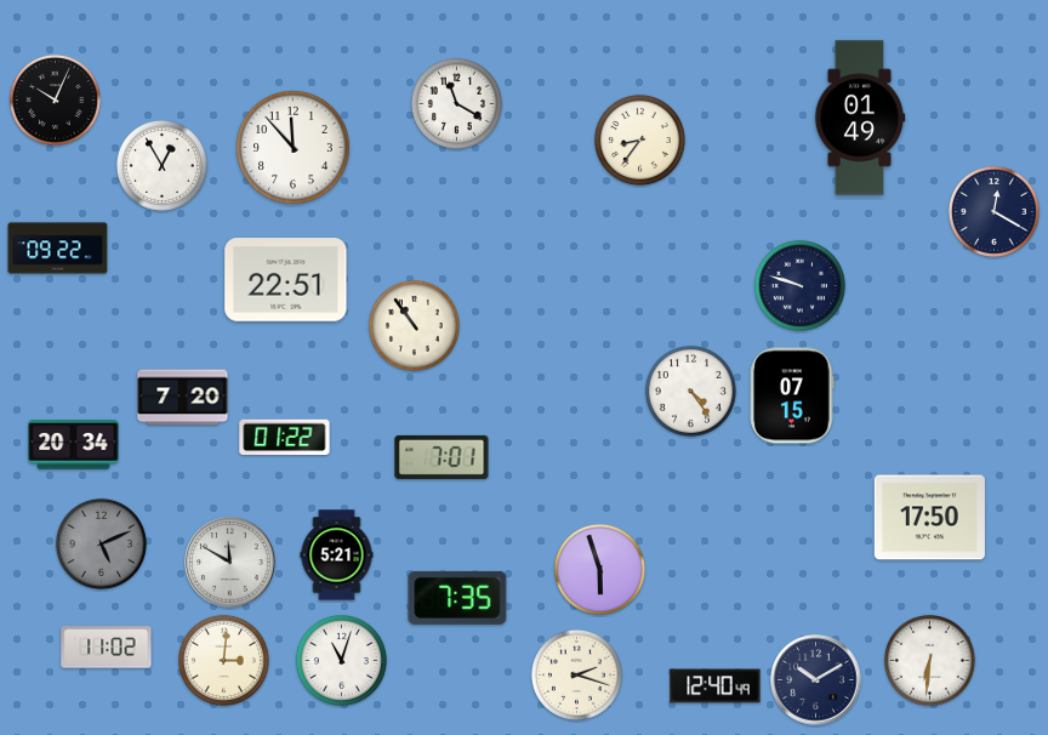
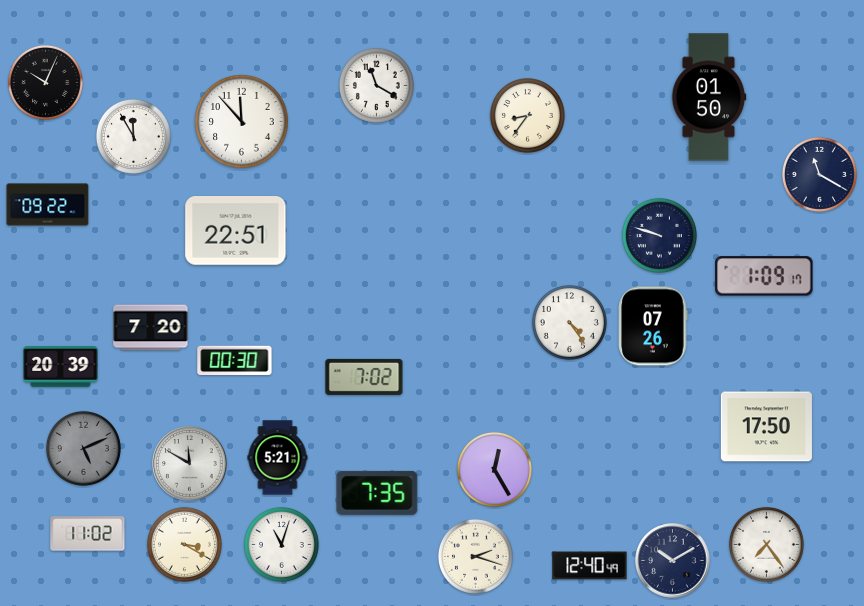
clock at (860, 118): 01:49 -> 01:50
clock at (161, 165): 12:55 -> 11:55
clock at (993, 211): 12:20 -> 11:20
clock at (414, 325): 10:54 -> none
clock at (764, 276): none -> 1:09
clock at (792, 395): 07:15 -> 07:26
clock at (285, 438): 01:22 -> 00:30
clock at (74, 445): 20:34 -> 20:39
clock at (442, 457): 7:01 -> 7:02
clock at (599, 569): 5:57 -> 12:25
clock at (223, 660): 3:01 -> 3:20
clock at (929, 660): 6:31 -> 7:24
